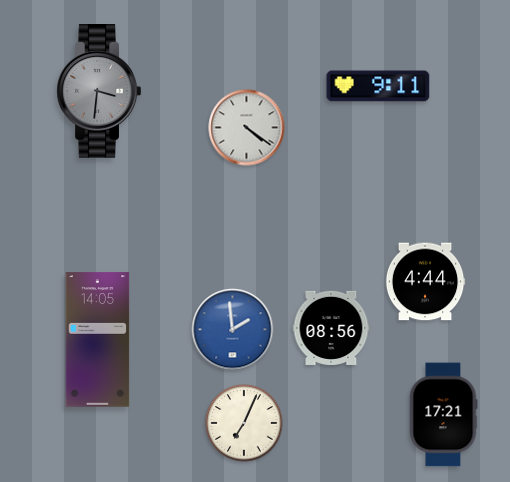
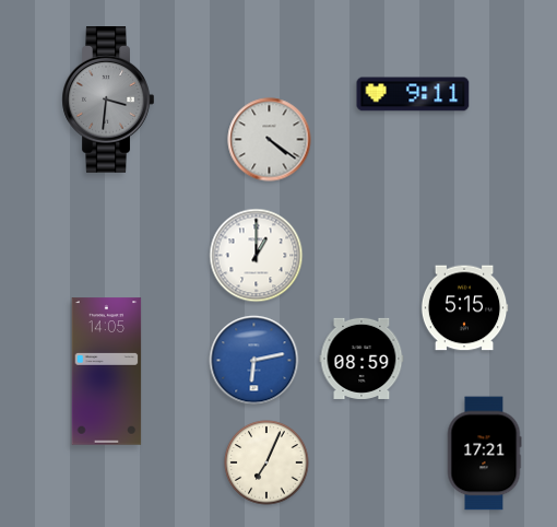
clock at (257, 256): none -> 1:00
clock at (425, 282): 4:44 -> 5:15
clock at (331, 328): 08:56 -> 08:59
clock at (233, 330): 1:59 -> 6:13
